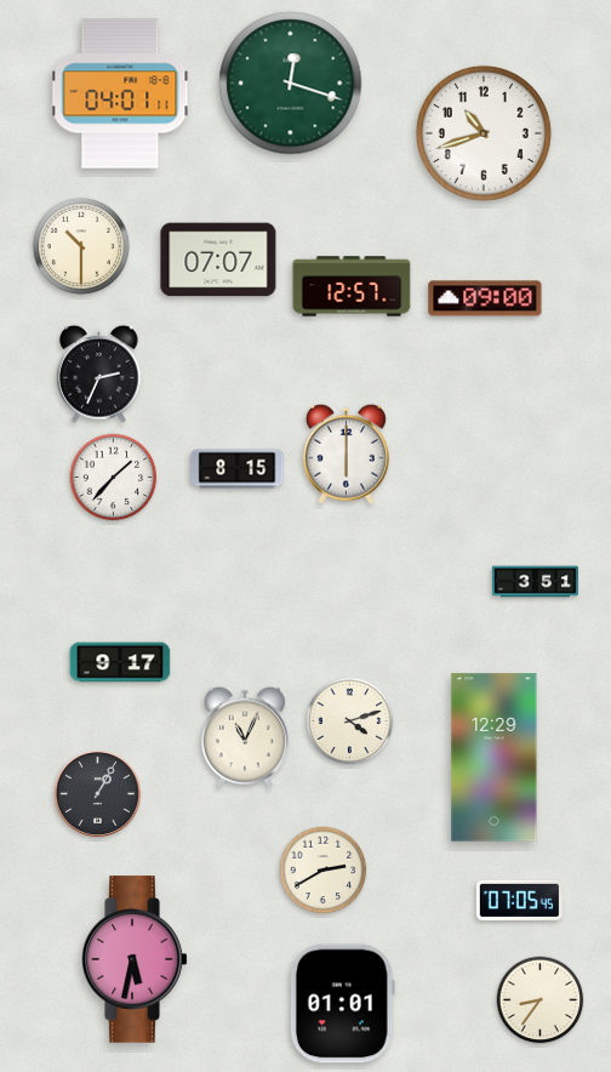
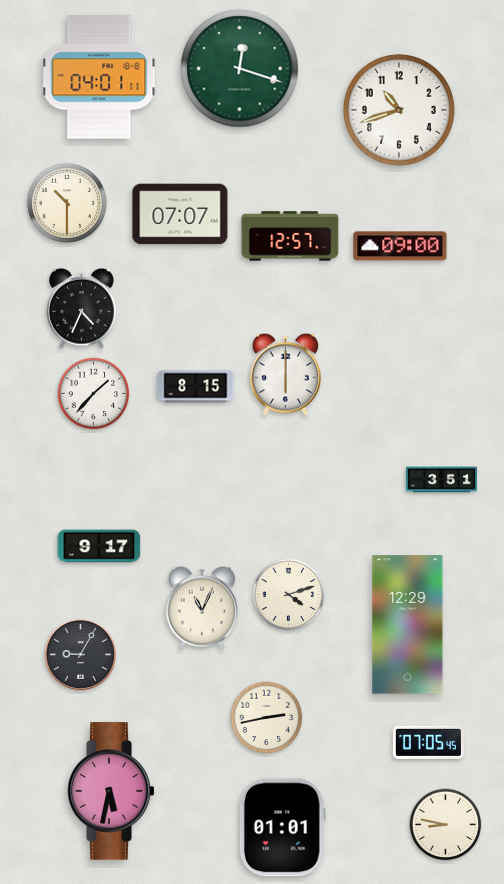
clock at (99, 374): 2:34 -> 4:34
clock at (97, 793): 1:05 -> 9:05
clock at (324, 871): 2:40 -> 2:43
clock at (541, 1000): 8:36 -> 8:47
